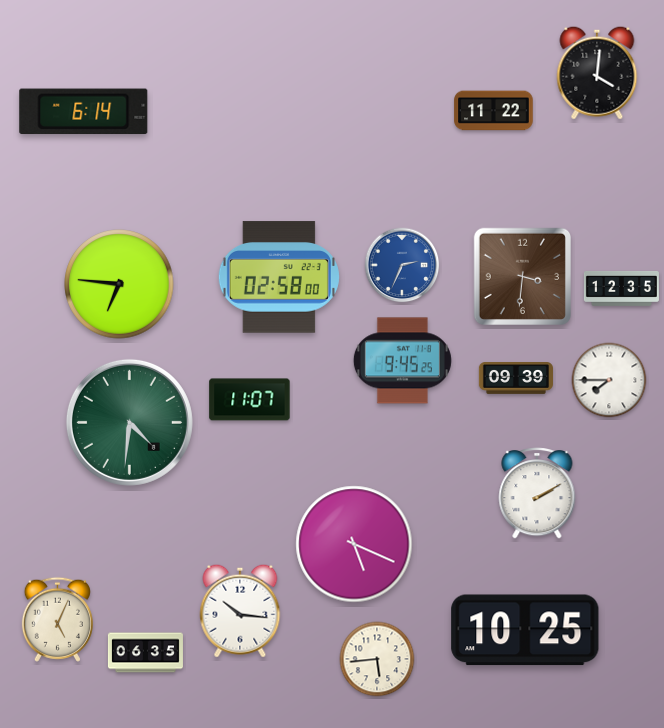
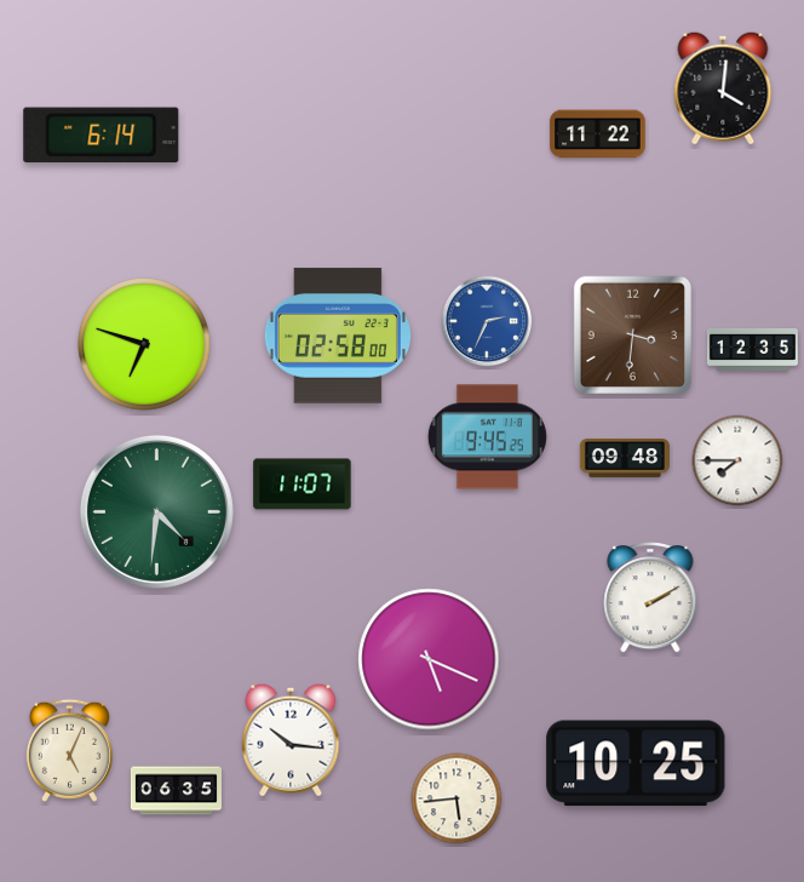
clock at (119, 284): 6:46 -> 6:48
clock at (516, 379): 09:39 -> 09:48
